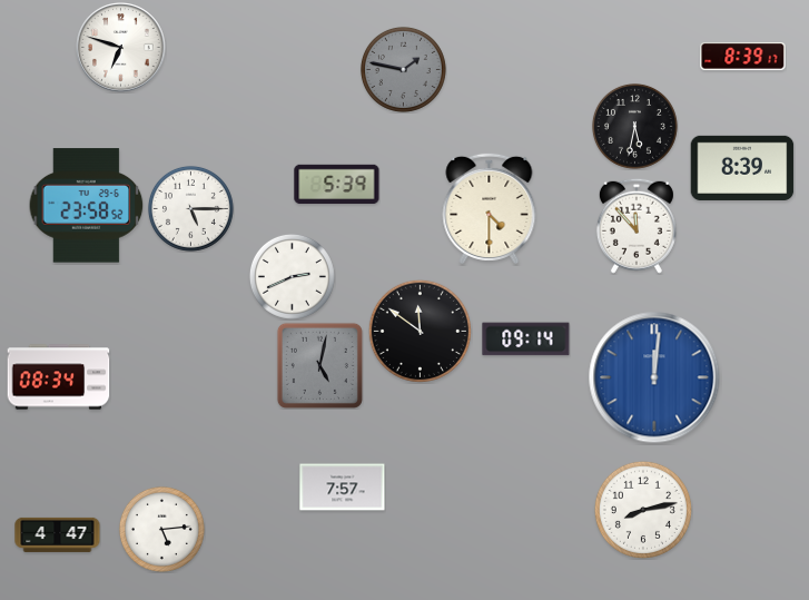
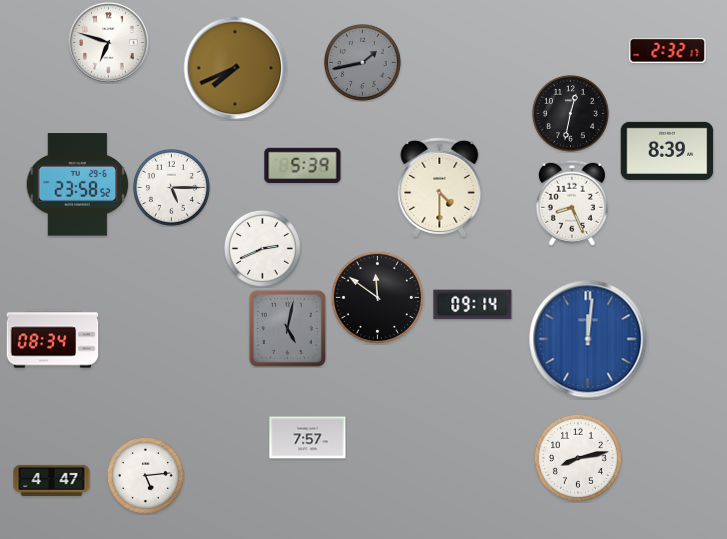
clock at (743, 57): 8:39 -> 2:32
clock at (403, 69): 1:47 -> 1:43
clock at (235, 68): none -> 7:41
clock at (634, 126): 5:32 -> 12:32
clock at (637, 226): 11:53 -> 8:26
